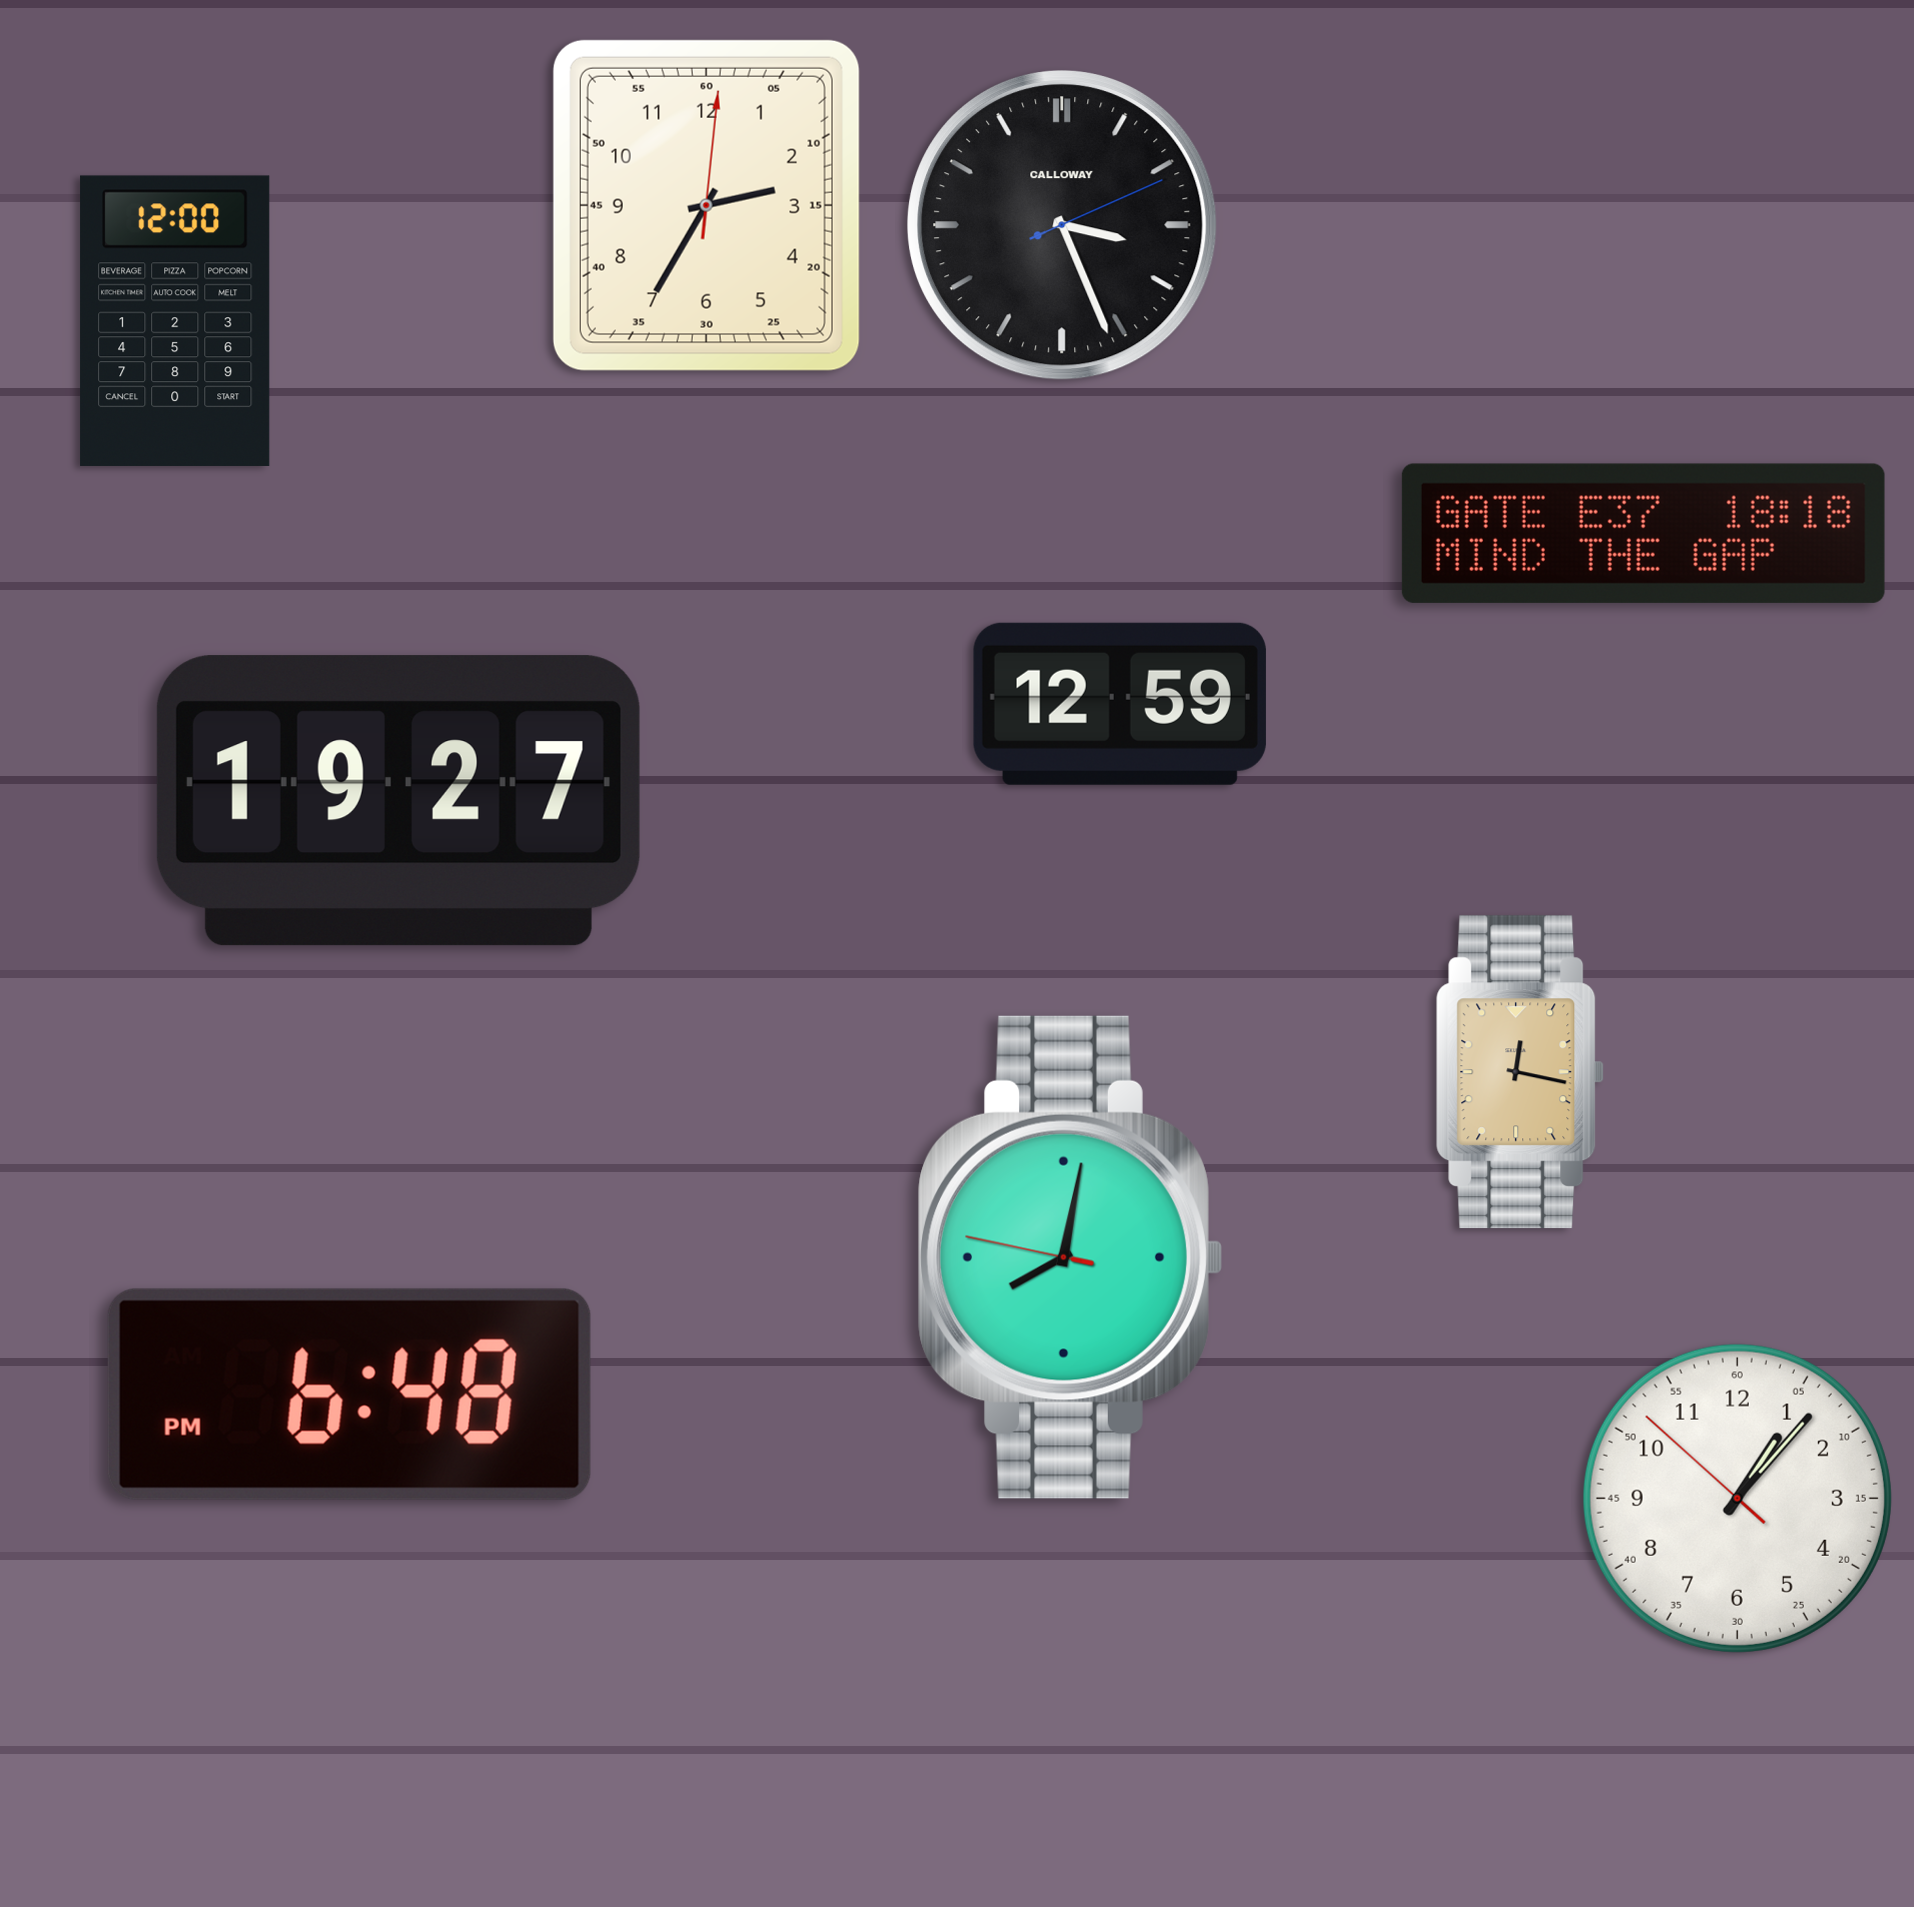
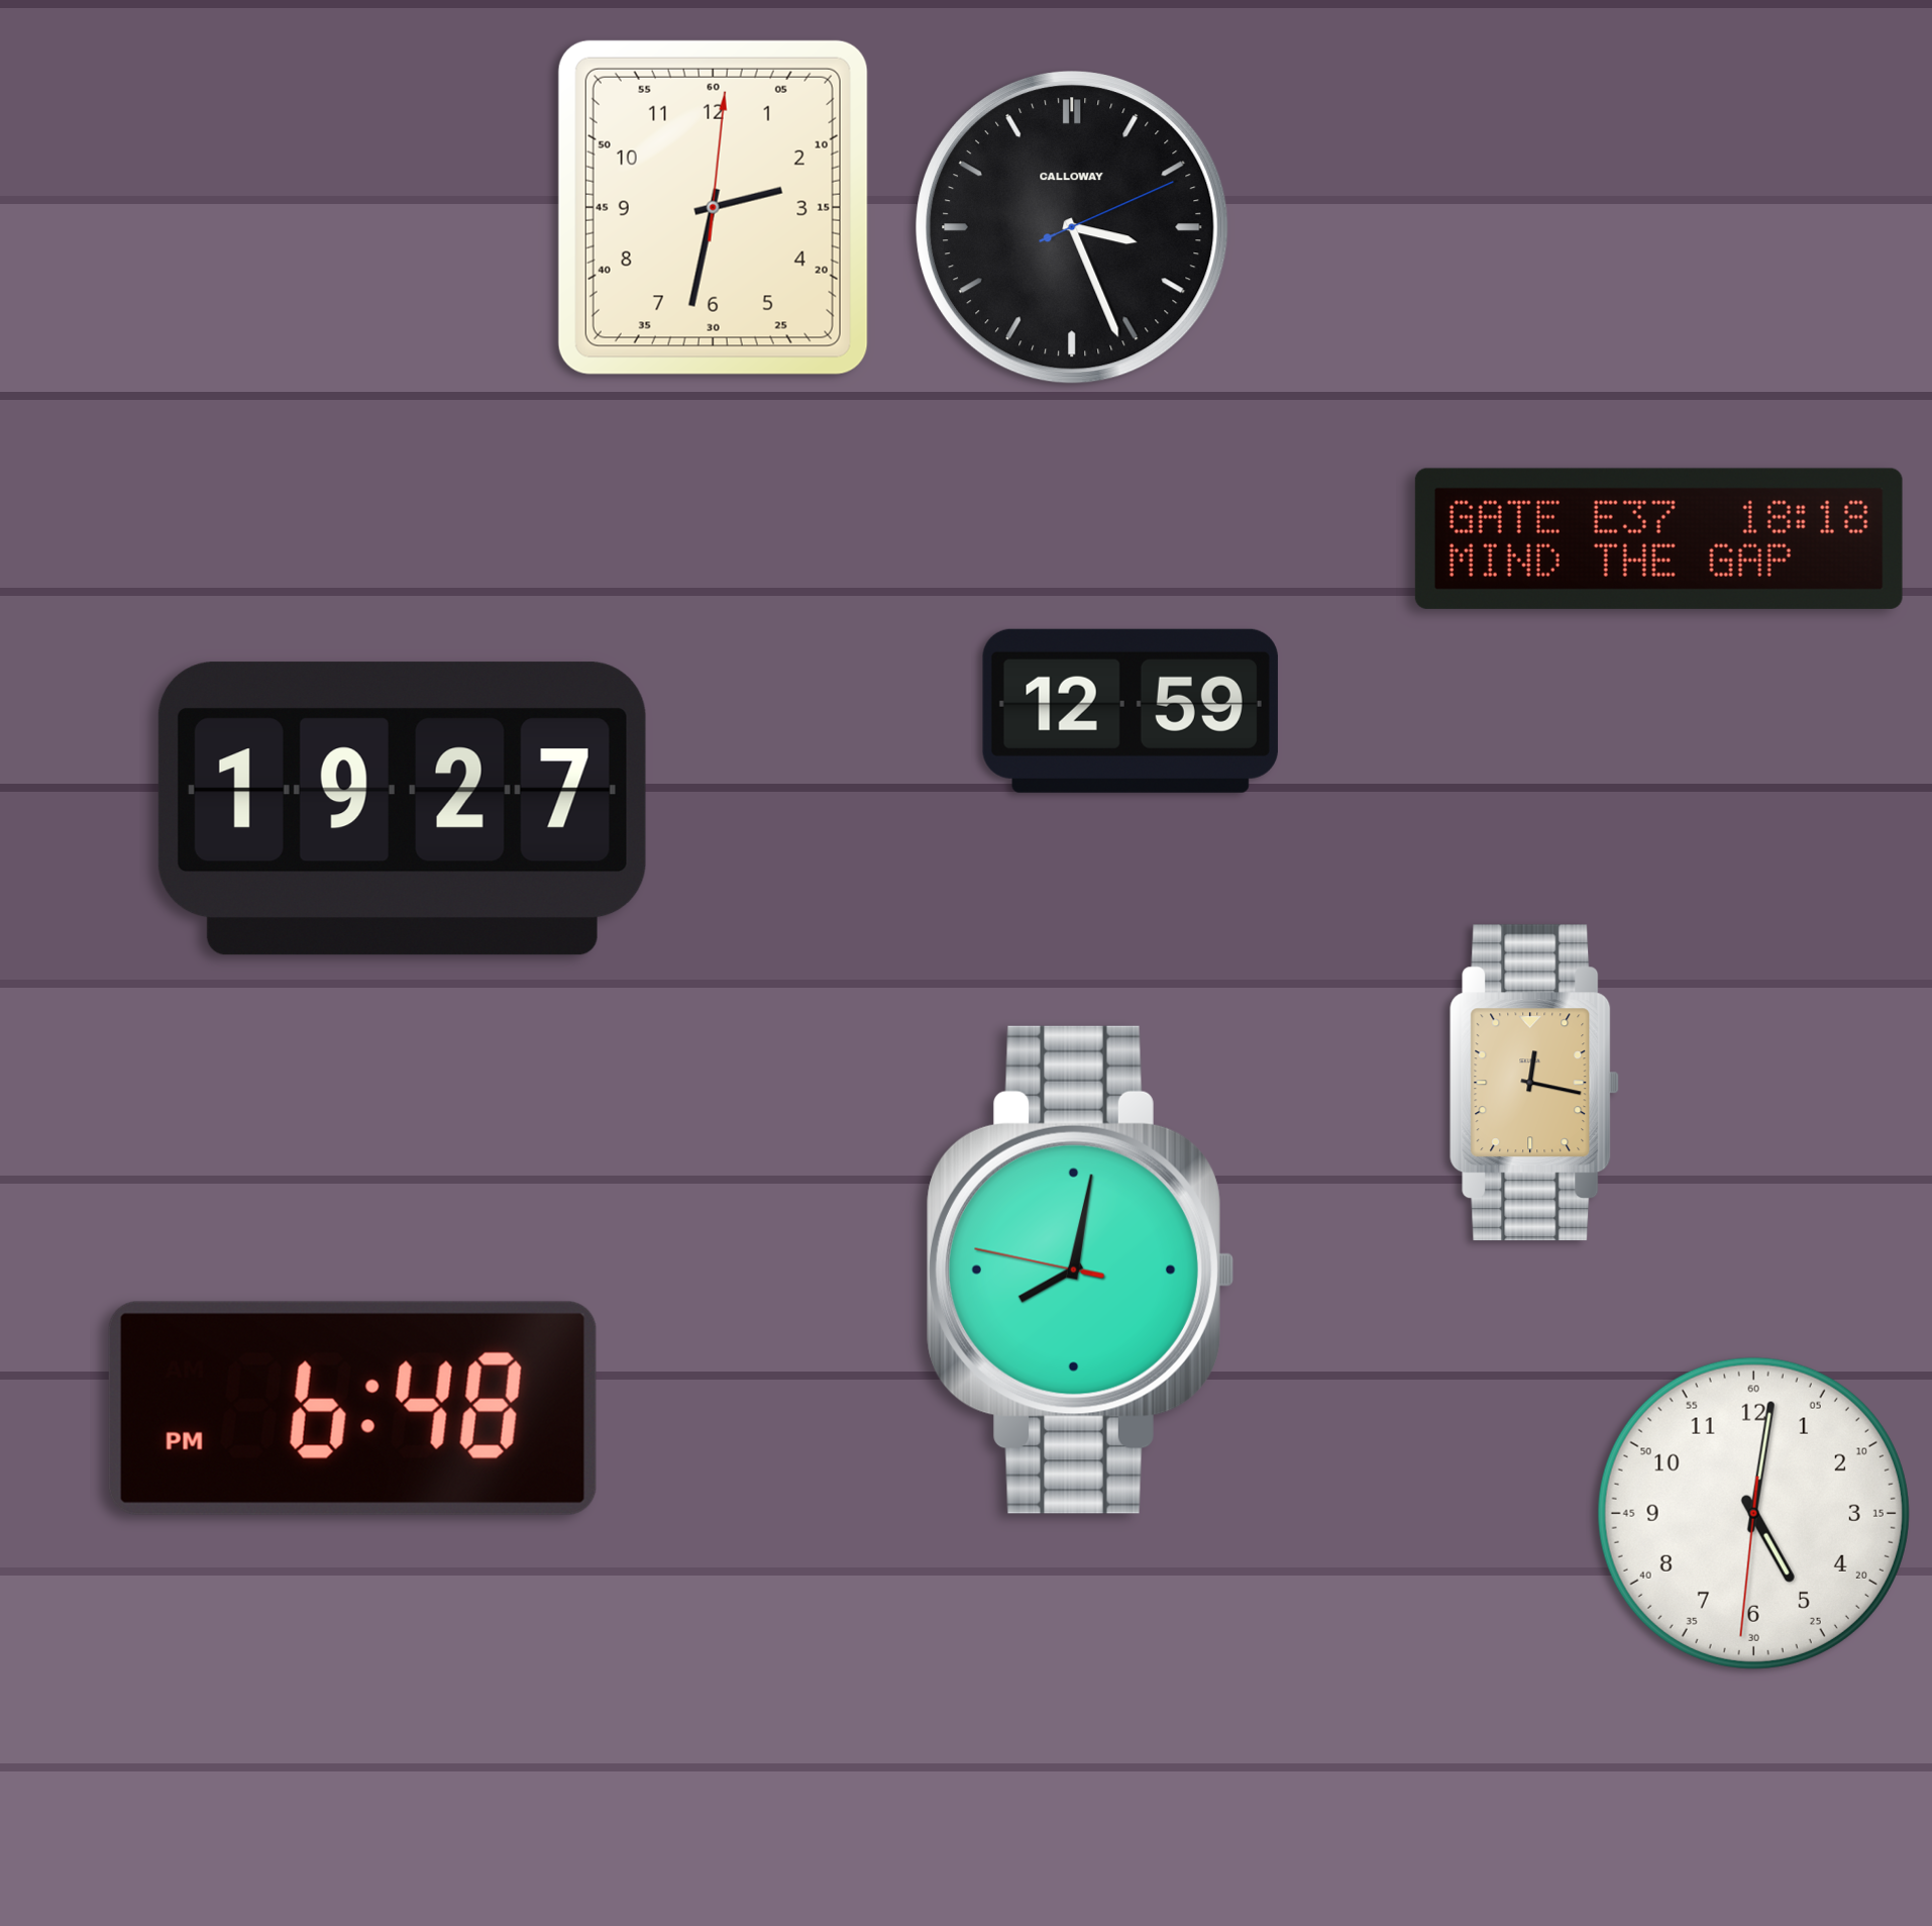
clock at (706, 205): 2:35 -> 2:32
clock at (175, 321): 12:00 -> none
clock at (1737, 1498): 1:06 -> 5:01
